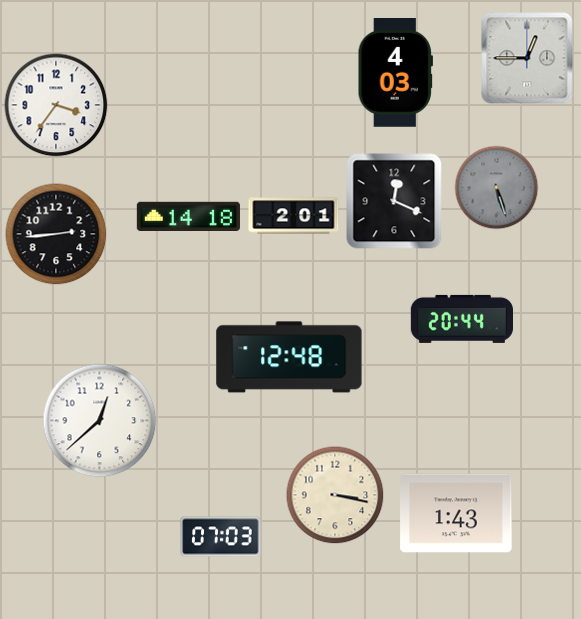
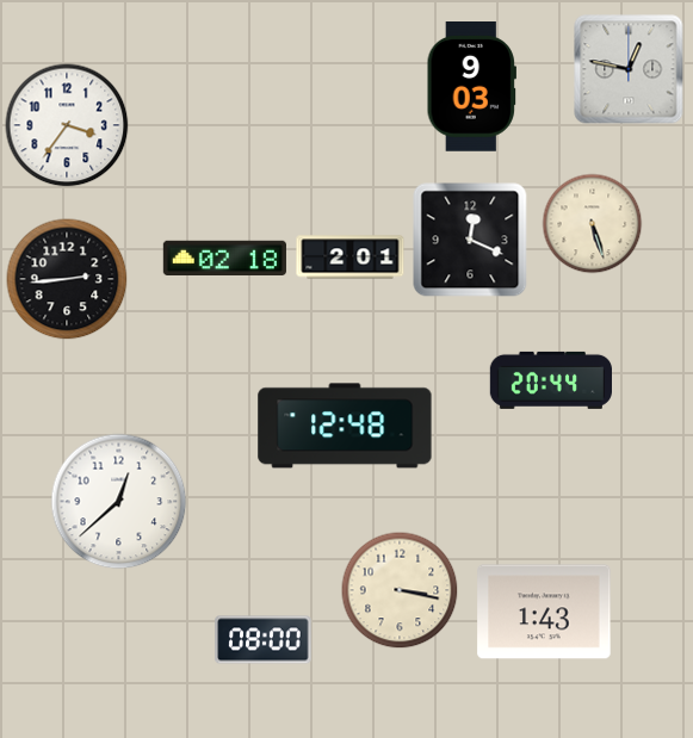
clock at (527, 58): 12:45 -> 12:47
clock at (395, 73): 4:03 -> 9:03
clock at (497, 188) dial: grey -> cream
clock at (188, 216): 14:18 -> 02:18
clock at (221, 537): 07:03 -> 08:00
